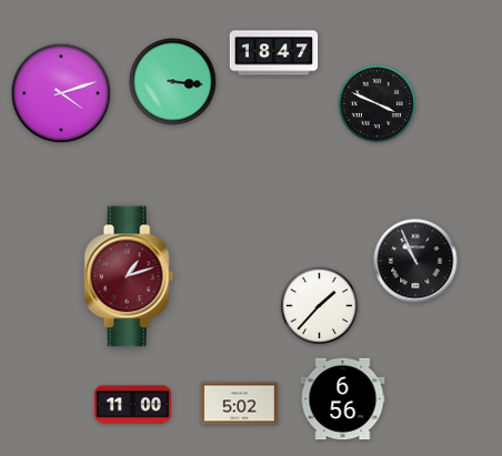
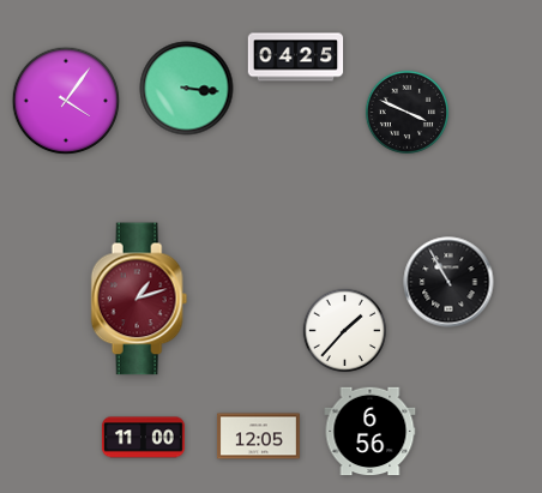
clock at (274, 53): 18:47 -> 04:25
clock at (61, 93): 4:12 -> 4:06
clock at (415, 261): 10:56 -> 10:55
clock at (239, 404): 5:02 -> 12:05
